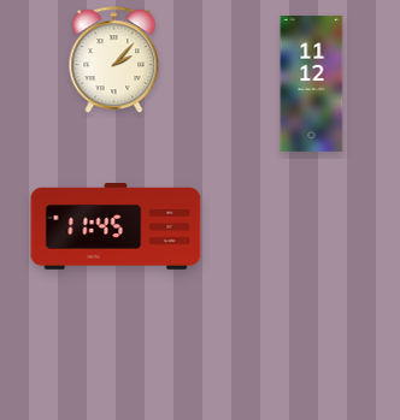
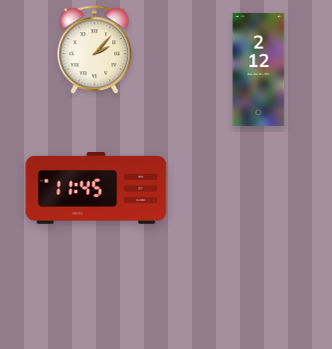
clock at (312, 83): 11:12 -> 2:12
